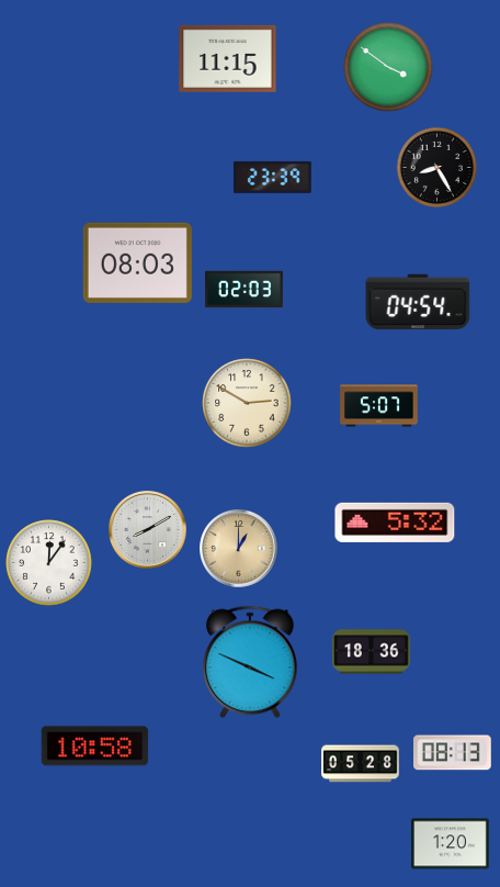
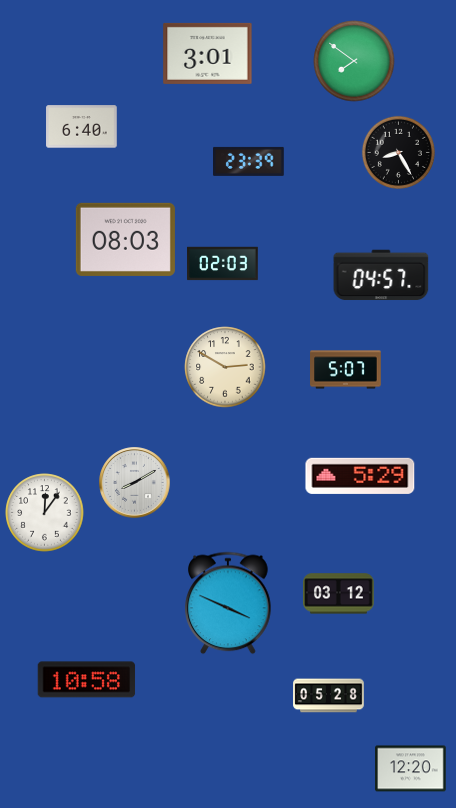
clock at (228, 58): 11:15 -> 3:01
clock at (388, 67): 3:51 -> 7:51
clock at (82, 127): none -> 6:40
clock at (418, 302): 04:54 -> 04:57
clock at (395, 523): 5:32 -> 5:29
clock at (239, 549): 1:00 -> none
clock at (372, 652): 18:36 -> 03:12
clock at (453, 753): 08:13 -> none
clock at (451, 844): 1:20 -> 12:20
